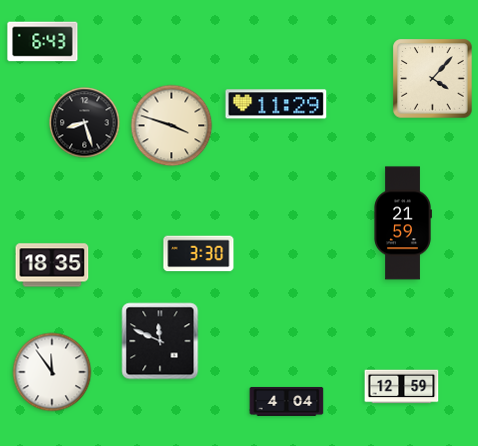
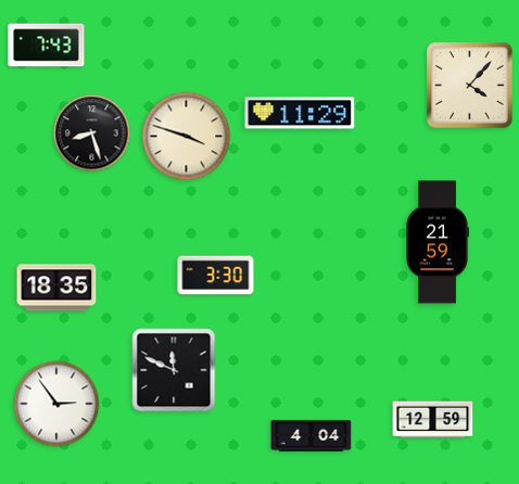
clock at (43, 42): 6:43 -> 7:43
clock at (52, 372): 11:54 -> 2:54
clock at (402, 387) position: (402, 387) -> (433, 420)
